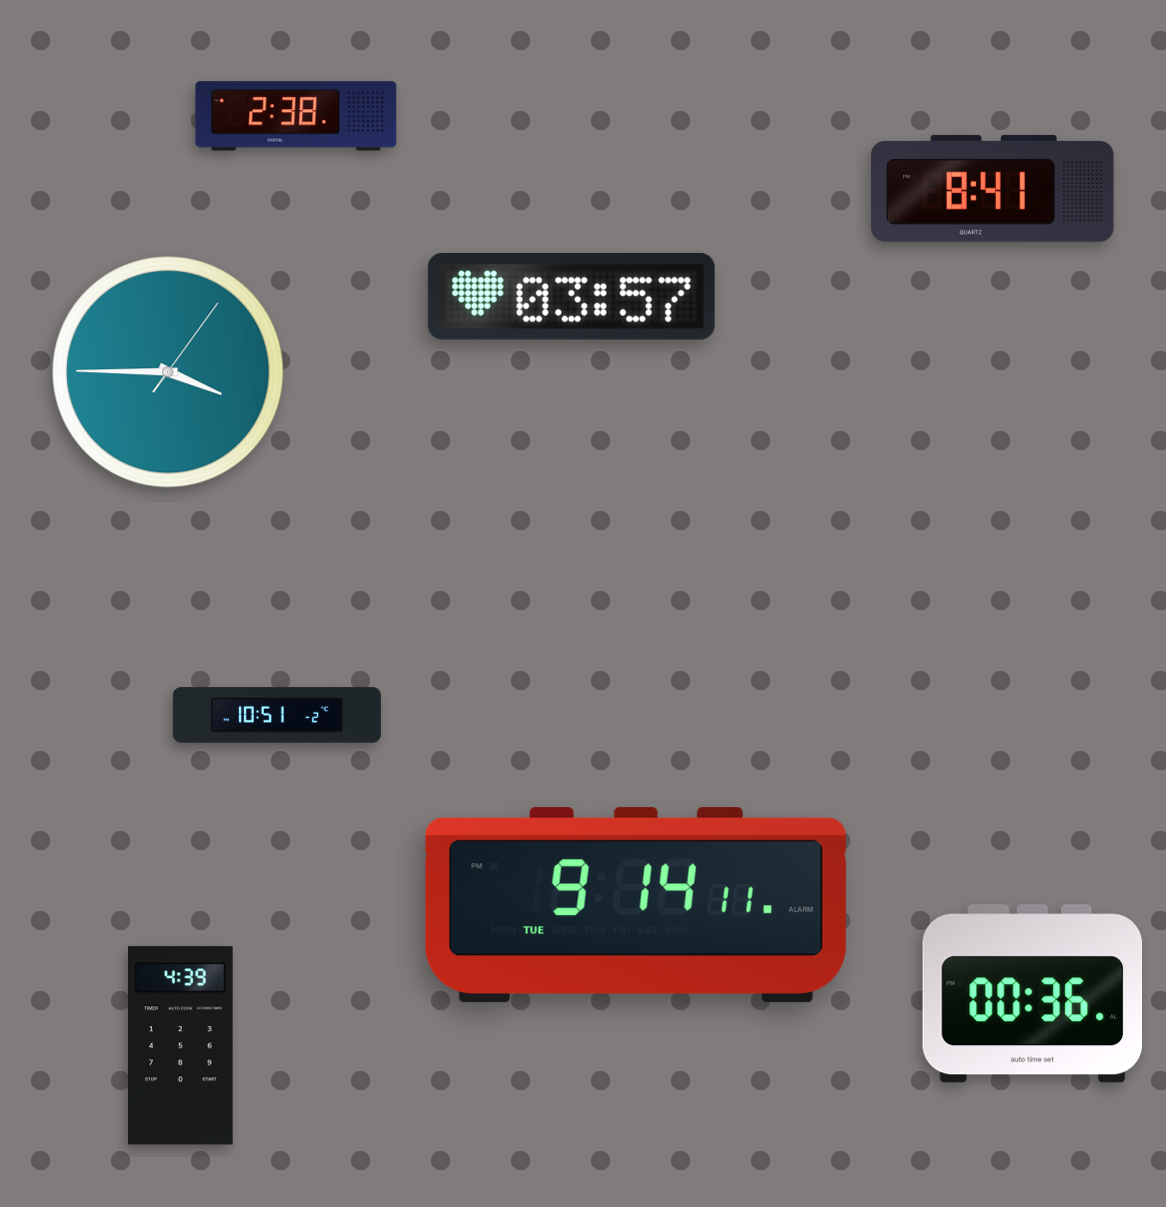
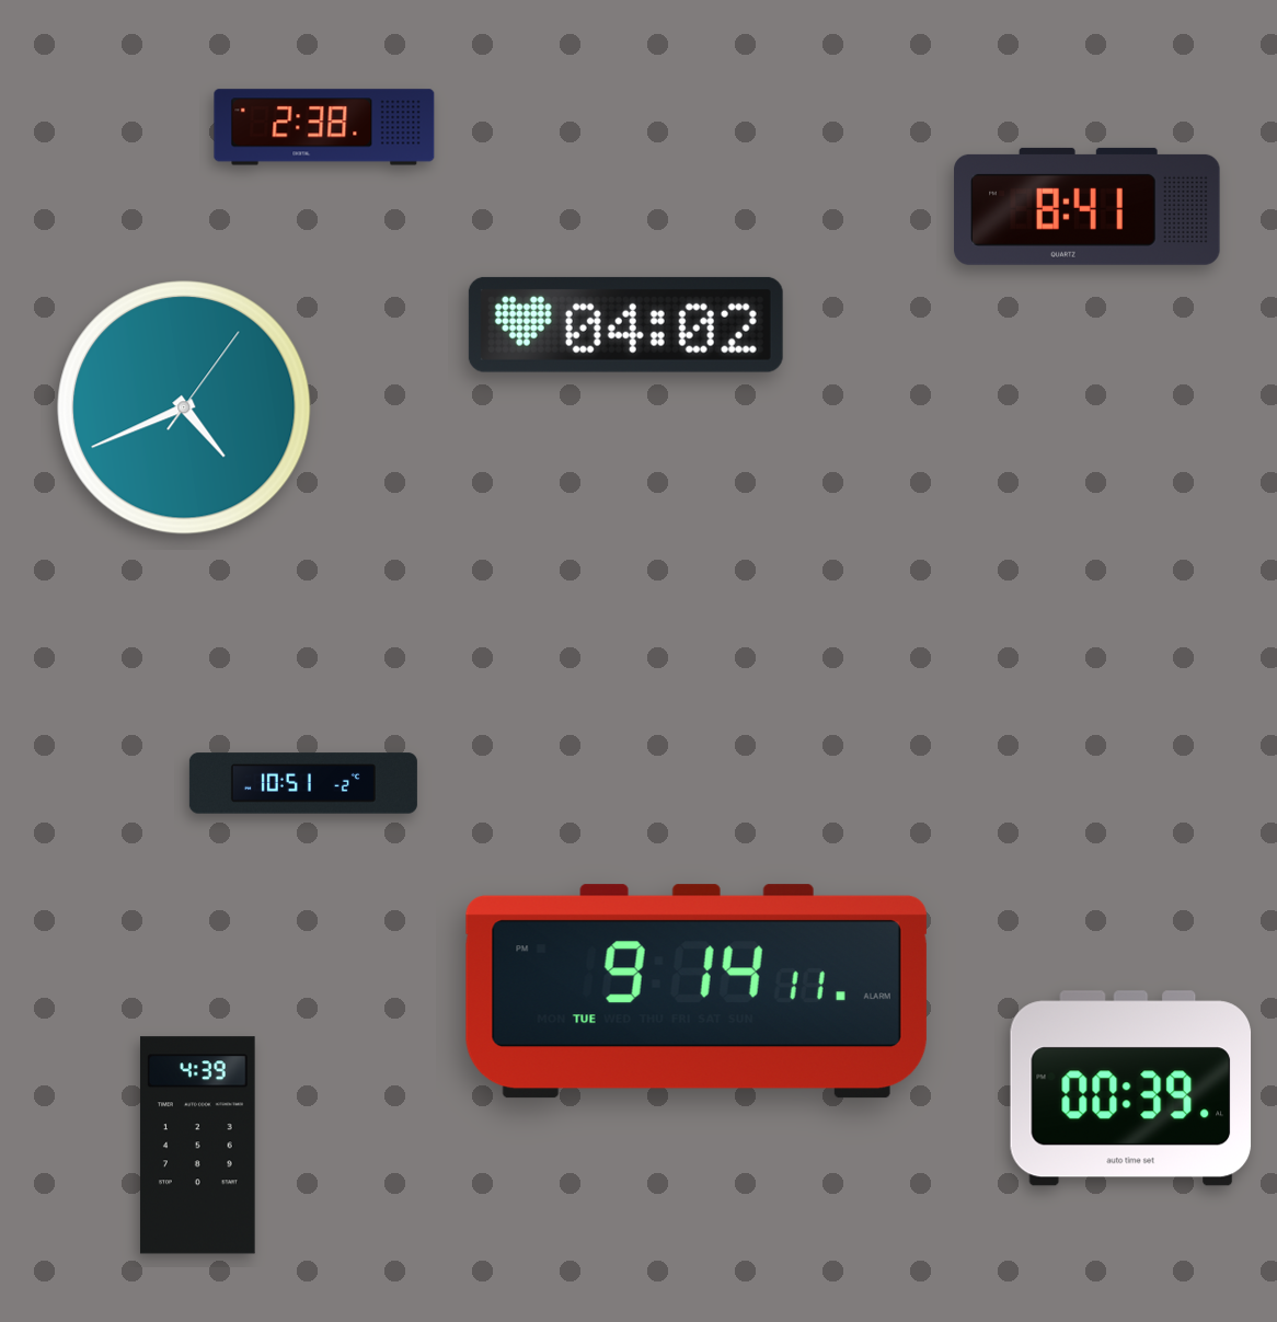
clock at (571, 296): 03:57 -> 04:02
clock at (168, 372): 3:45 -> 4:41
clock at (1033, 994): 00:36 -> 00:39
